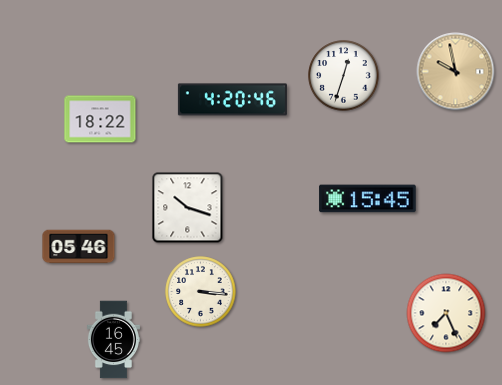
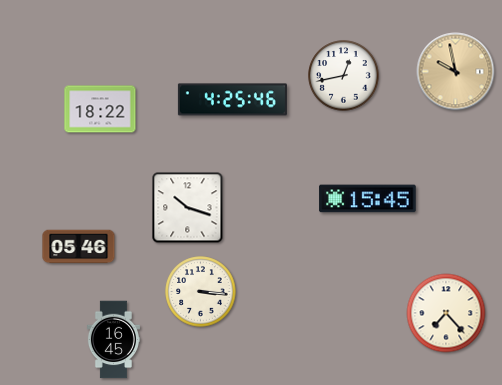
clock at (344, 76): 12:33 -> 12:43
clock at (232, 100): 4:20 -> 4:25
clock at (100, 119) position: (100, 119) -> (100, 109)
clock at (446, 313): 7:26 -> 7:23
